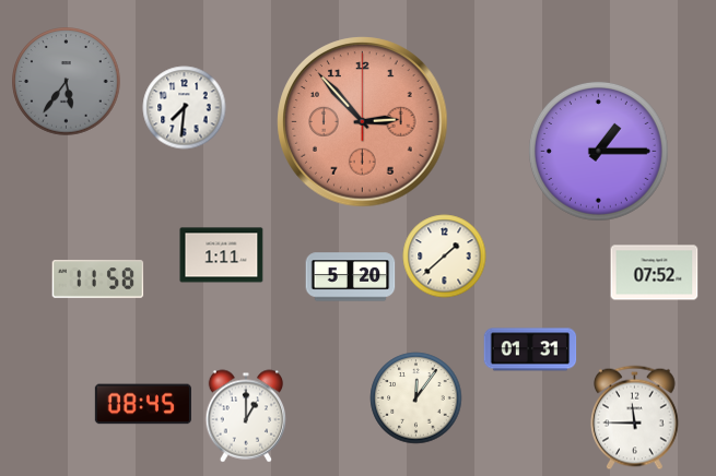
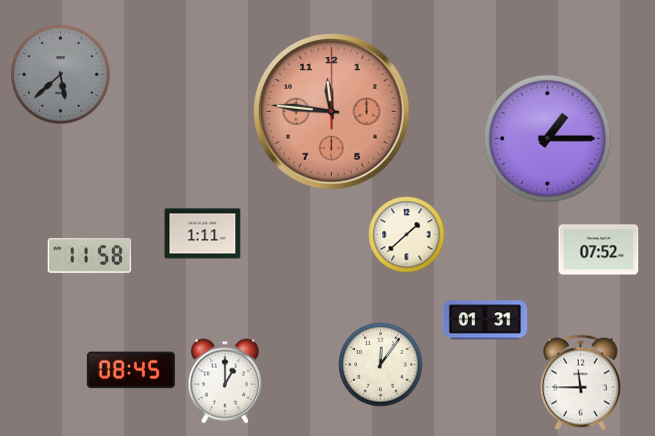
clock at (67, 82): 5:36 -> 5:38
clock at (185, 108): 7:31 -> none
clock at (363, 122): 2:53 -> 11:46
clock at (351, 277): 5:20 -> none
